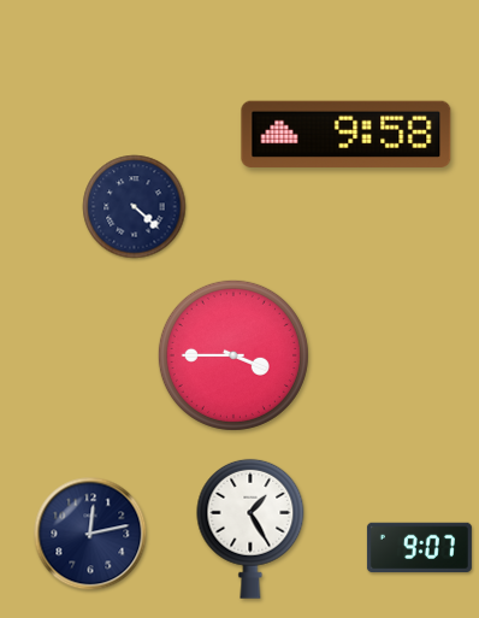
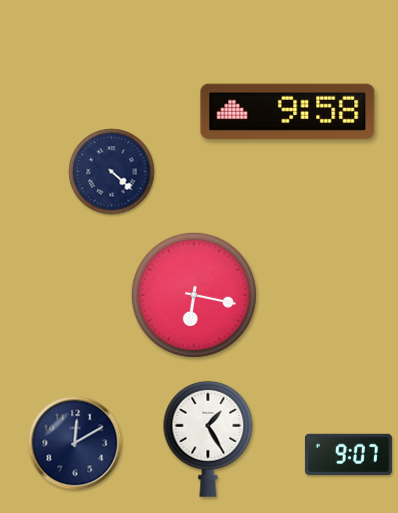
clock at (233, 355): 3:45 -> 6:17
clock at (90, 534): 12:13 -> 12:10
